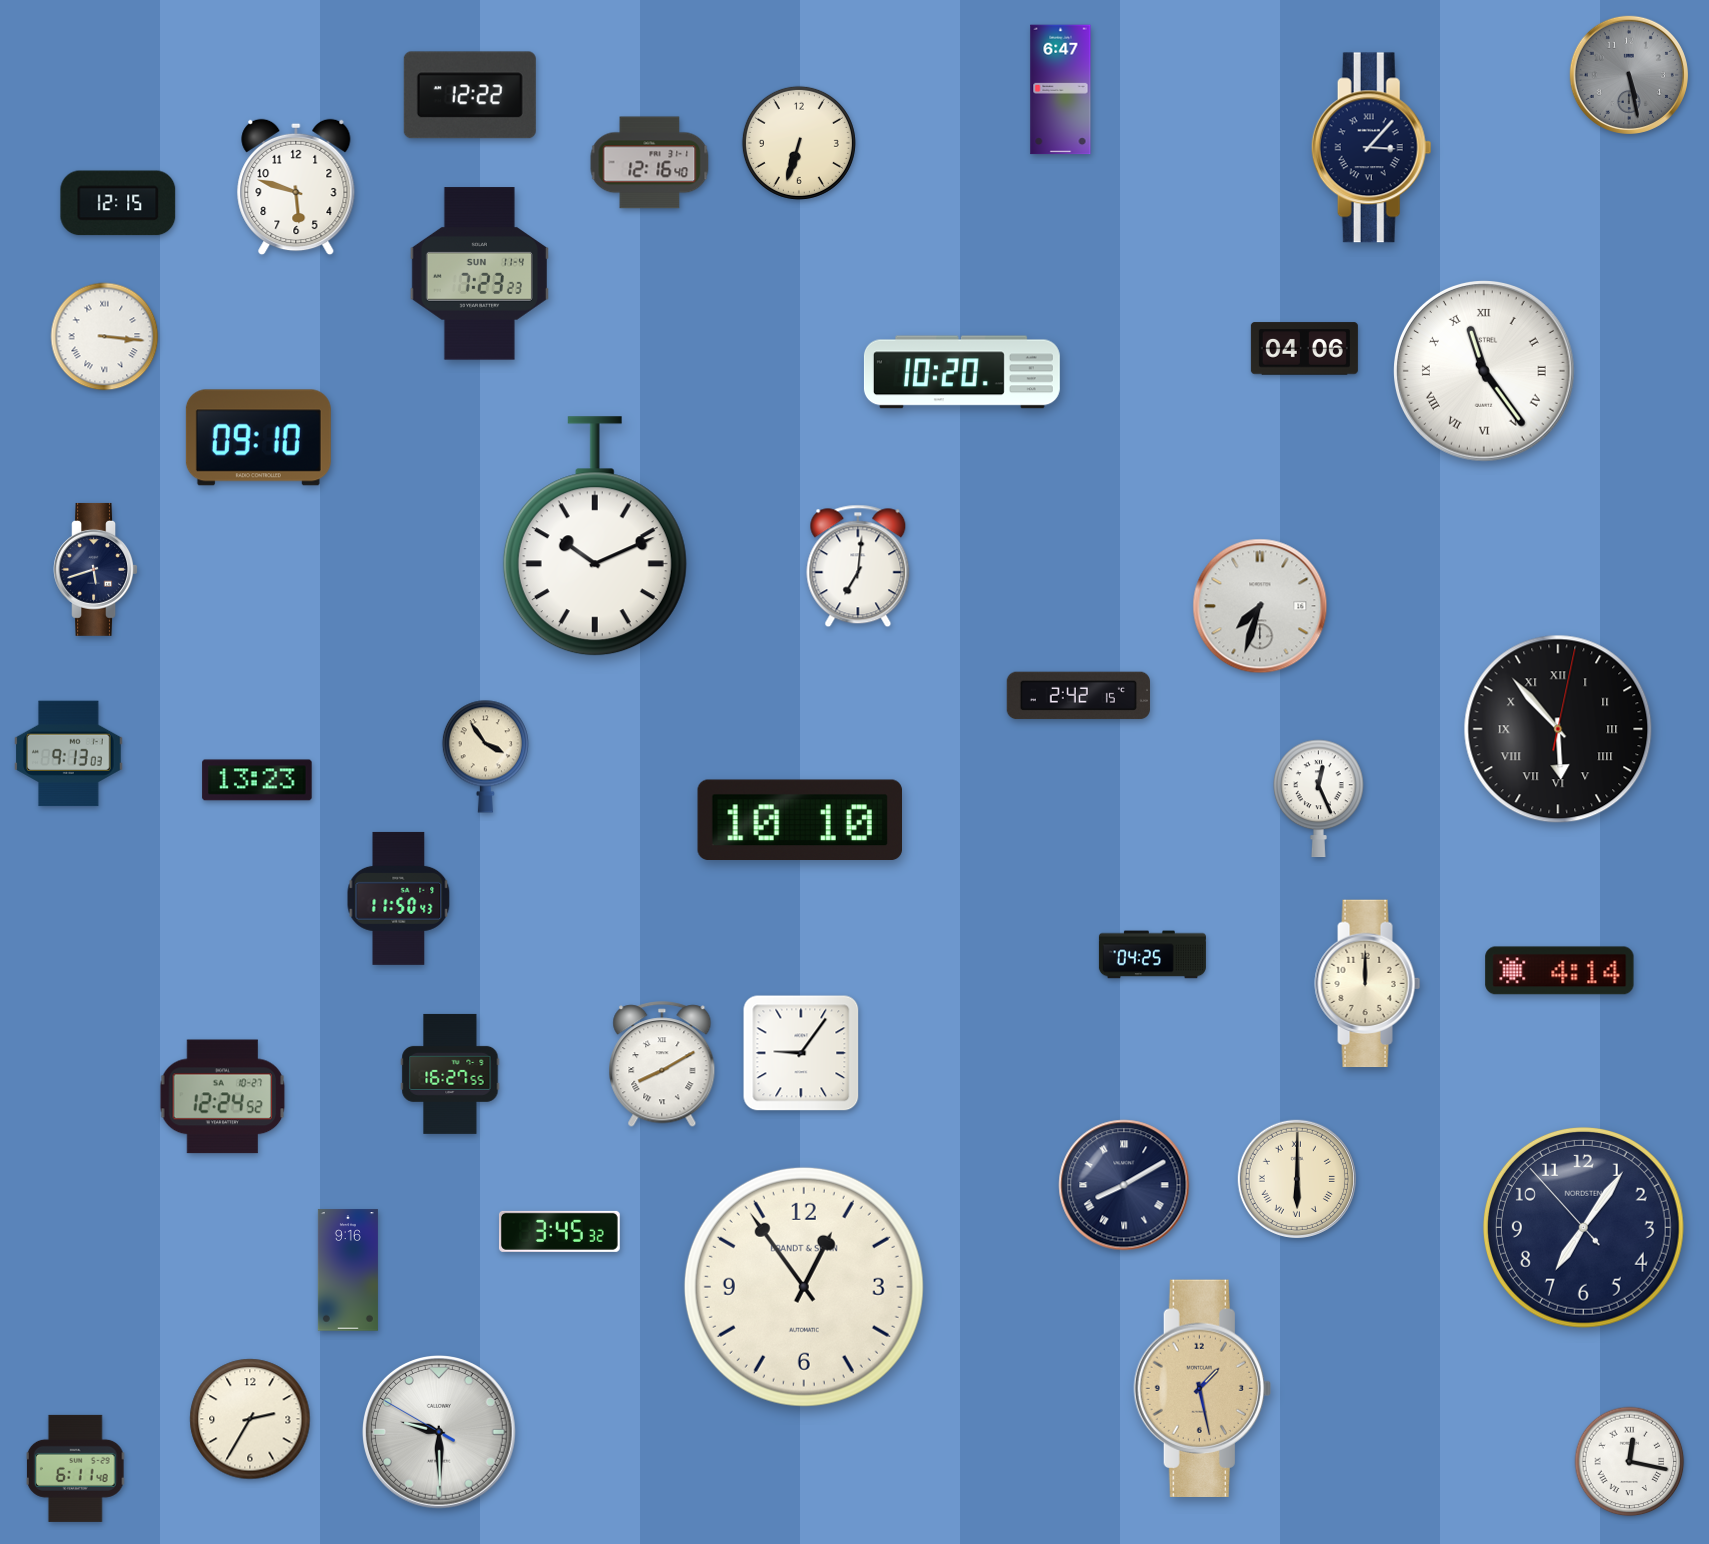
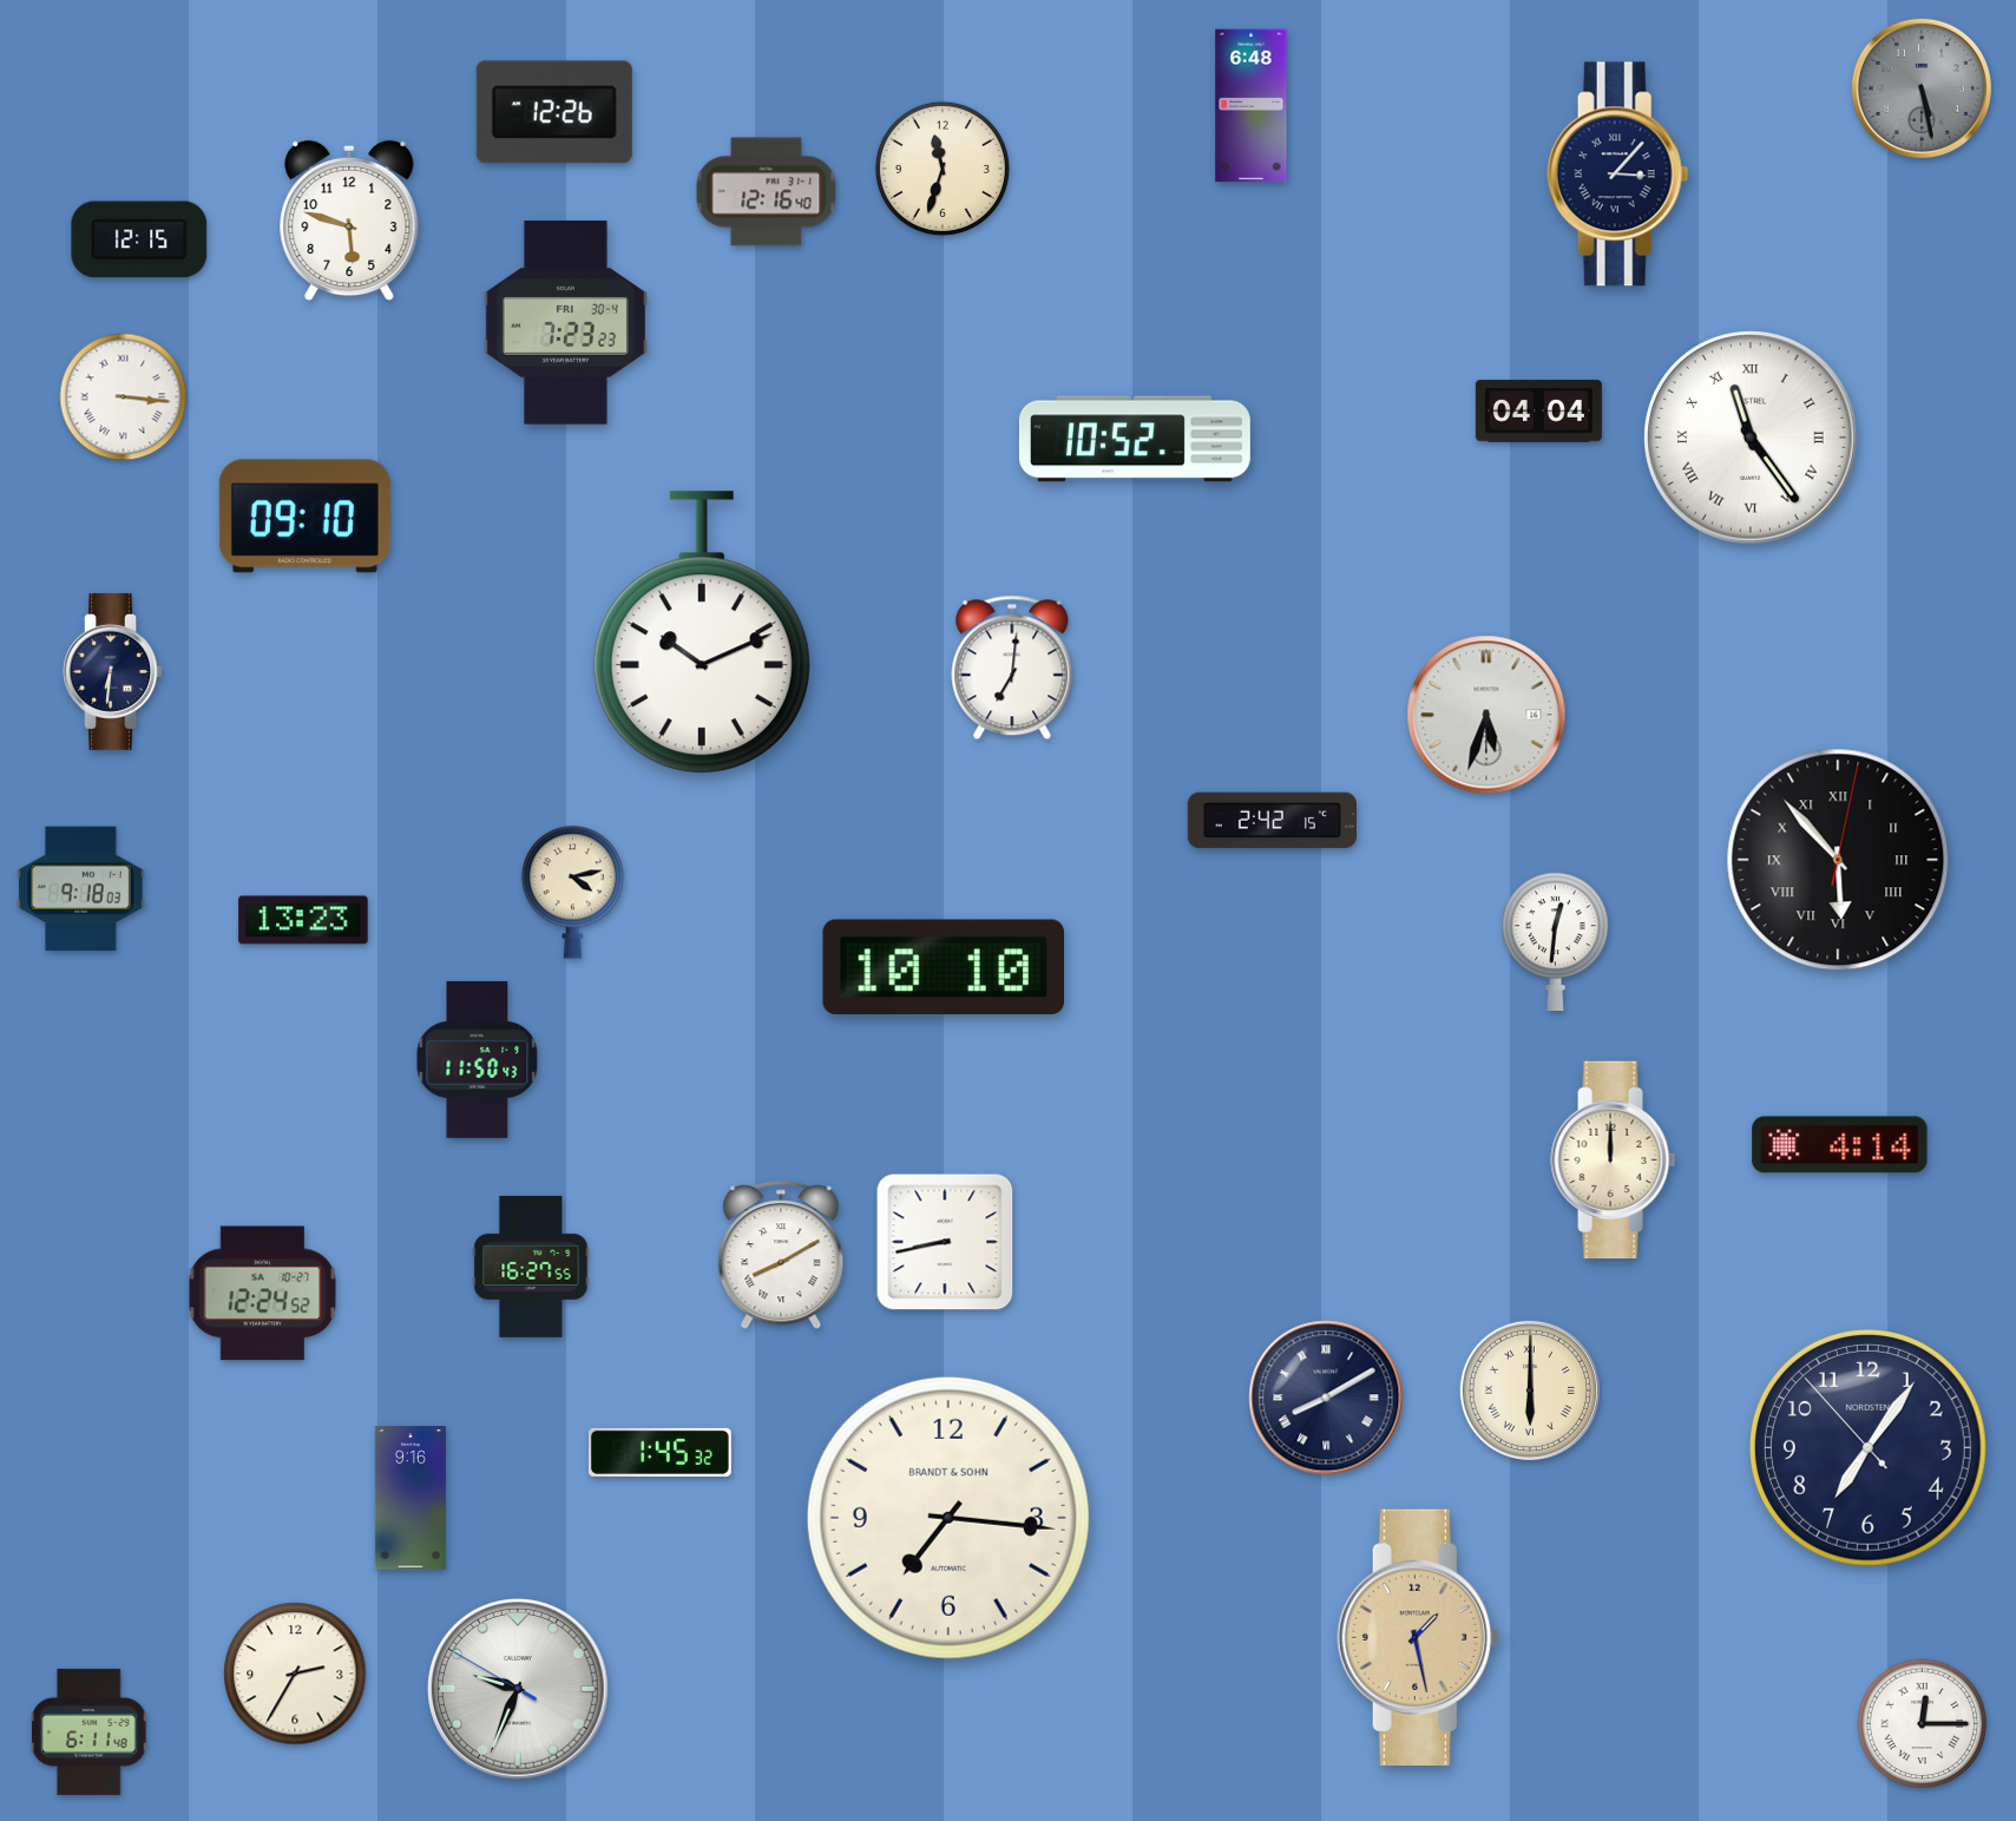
clock at (1061, 90): 6:47 -> 6:48
clock at (470, 95): 12:22 -> 12:26
clock at (799, 143): 6:33 -> 11:33
clock at (479, 274) date: SUN 11-4 -> FRI 30-4
clock at (1304, 349): 04:06 -> 04:04
clock at (962, 372): 10:20 -> 10:52
clock at (95, 569): 5:42 -> 6:31
clock at (1260, 606): 7:33 -> 5:33
clock at (69, 754): 9:13 -> 9:18
clock at (485, 756): 3:54 -> 4:13
clock at (1319, 799): 12:26 -> 12:31
clock at (399, 898) position: (399, 898) -> (478, 1059)
clock at (1152, 955): 04:25 -> none
clock at (801, 1053): 9:06 -> 8:43
clock at (559, 1231): 3:45 -> 1:45
clock at (804, 1287): 12:54 -> 7:16
clock at (440, 1433): 9:29 -> 9:33
clock at (1630, 1462): 12:17 -> 12:15
